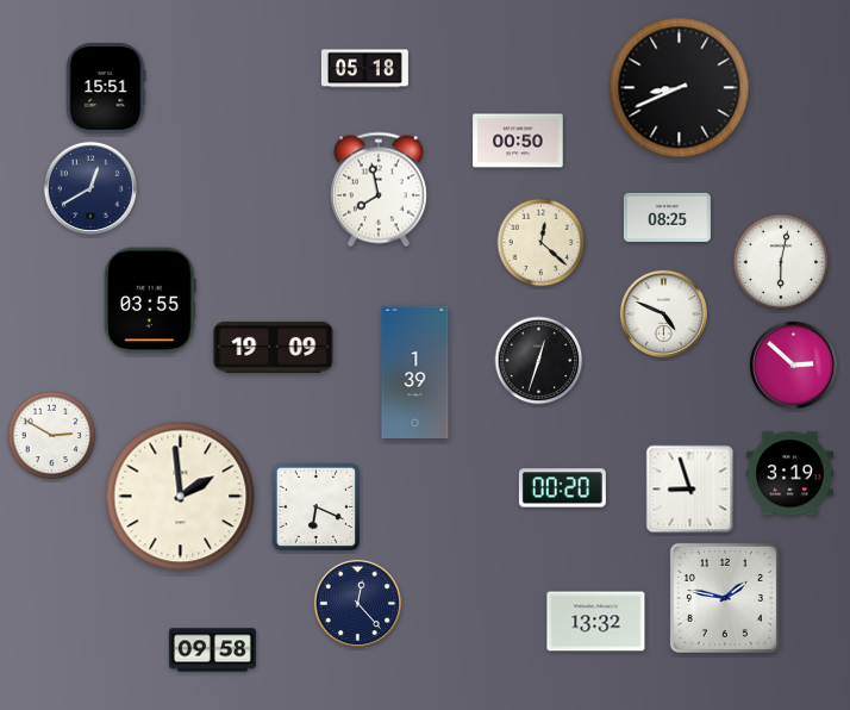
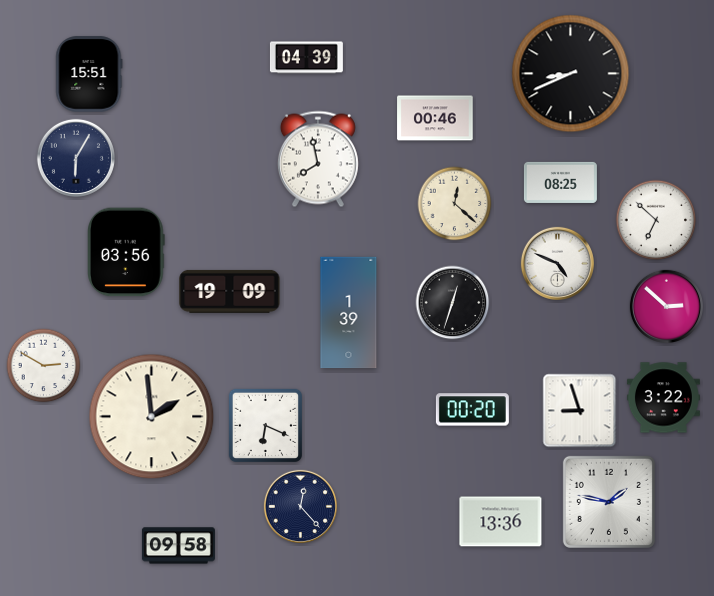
clock at (364, 69): 05:18 -> 04:39
clock at (518, 141): 00:50 -> 00:46
clock at (90, 188): 12:40 -> 6:05
clock at (781, 262): 6:02 -> 6:52
clock at (151, 300): 03:55 -> 03:56
clock at (789, 474): 3:19 -> 3:22
clock at (596, 622): 13:32 -> 13:36
